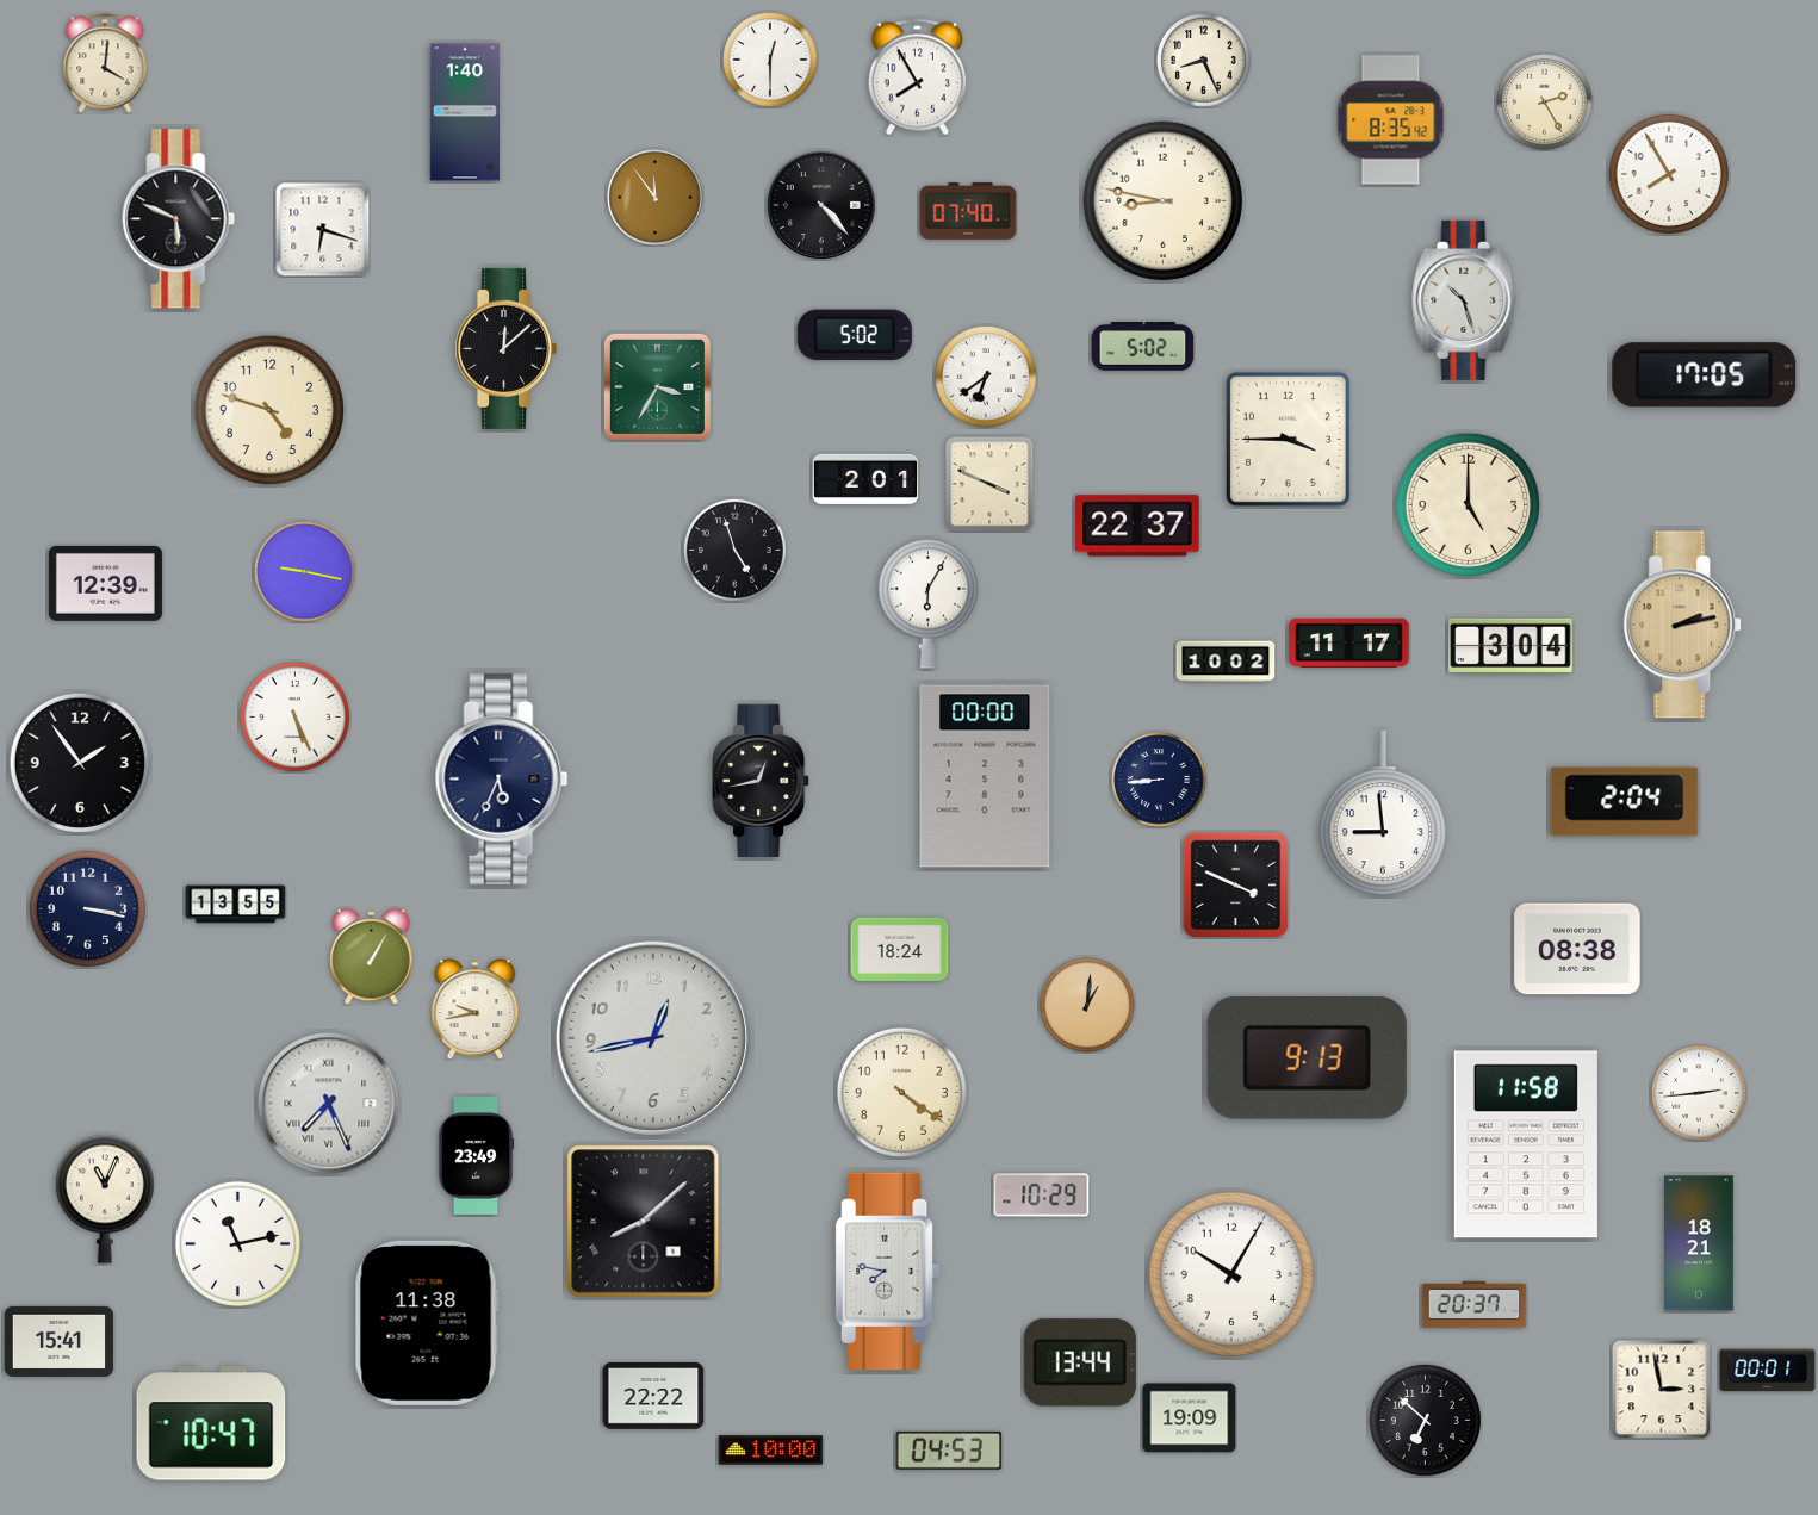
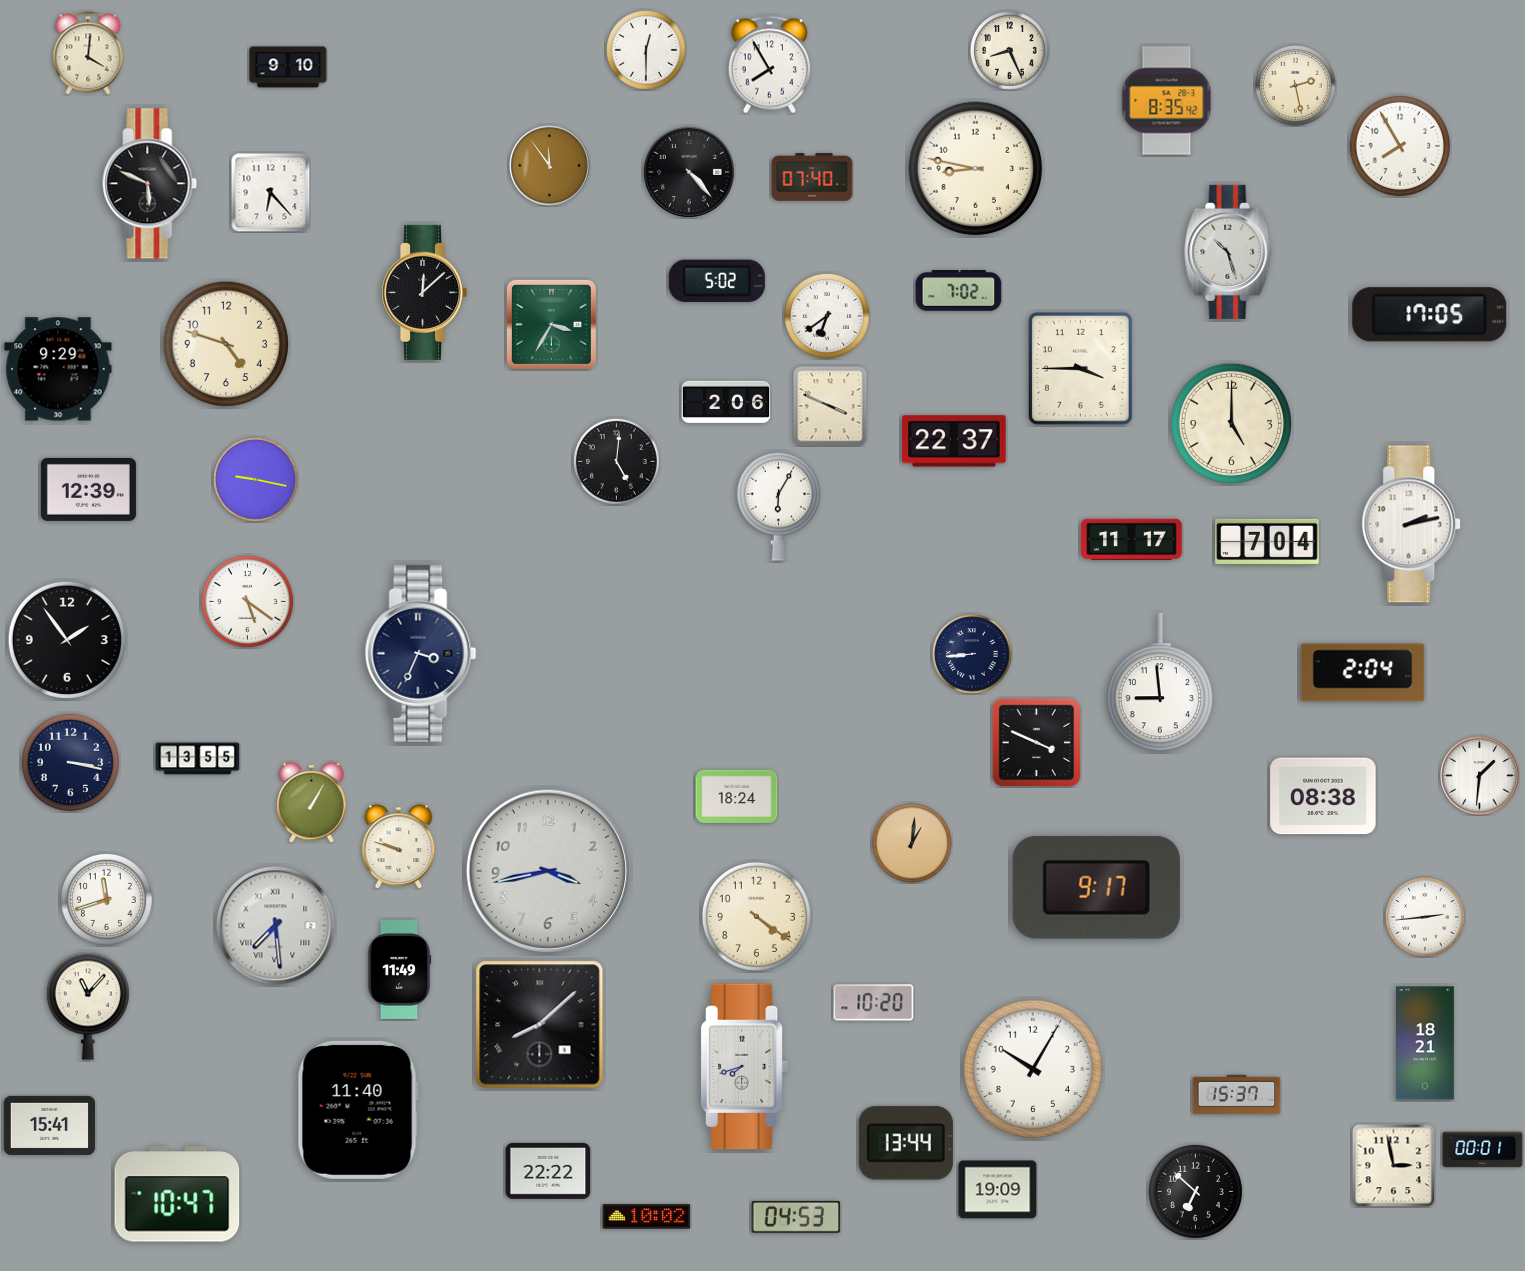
clock at (288, 67): none -> 9:10
clock at (1545, 103): 2:25 -> 2:28
clock at (464, 112): 1:40 -> none
clock at (323, 230): 6:18 -> 6:23
clock at (1143, 347): 5:02 -> 7:02
clock at (58, 369): none -> 9:29
clock at (865, 479): 2:01 -> 2:06
clock at (734, 550): 4:57 -> 5:01
clock at (1683, 625) dial: champagne -> white
clock at (1510, 646): 3:04 -> 7:04
clock at (1226, 662): 10:02 -> none
clock at (294, 716): 5:26 -> 5:21
clock at (985, 776): 00:00 -> none
clock at (502, 778): 5:34 -> 3:34
clock at (761, 781): 12:43 -> none
clock at (87, 908) position: (87, 908) -> (70, 762)
clock at (1480, 776): none -> 1:31
clock at (900, 949) position: (900, 949) -> (737, 796)
clock at (476, 1010): 9:43 -> 9:48
clock at (653, 1038): 12:43 -> 3:43
clock at (1307, 1057): 9:13 -> 9:17
clock at (106, 899): none -> 11:42
clock at (329, 1104): 7:26 -> 7:29
clock at (1526, 1144): 11:58 -> none
clock at (476, 1156): 23:49 -> 11:49
clock at (1042, 1196): 10:29 -> 10:20
clock at (105, 1199): 11:04 -> 11:07
clock at (237, 1243): 11:13 -> none
clock at (888, 1272): 7:47 -> 7:42
clock at (1475, 1305): 20:37 -> 15:37
clock at (427, 1323): 11:38 -> 11:40
clock at (771, 1451): 10:00 -> 10:02
